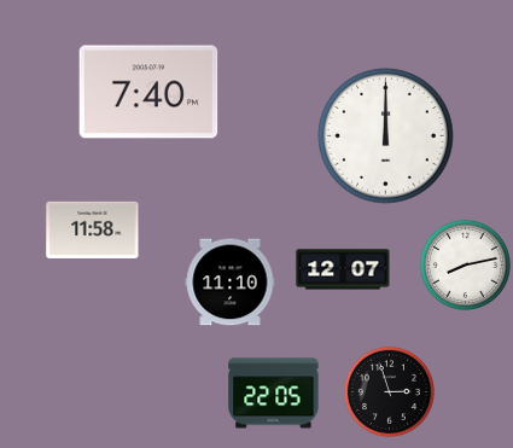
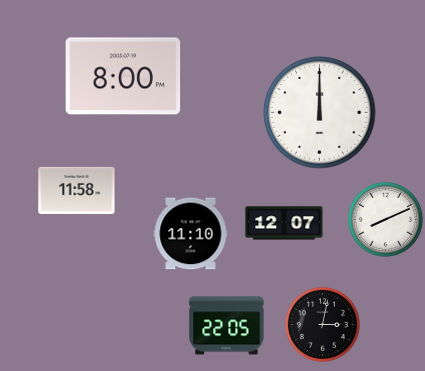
clock at (148, 92): 7:40 -> 8:00
clock at (465, 264): 8:13 -> 8:11
clock at (389, 391): 2:57 -> 3:02
